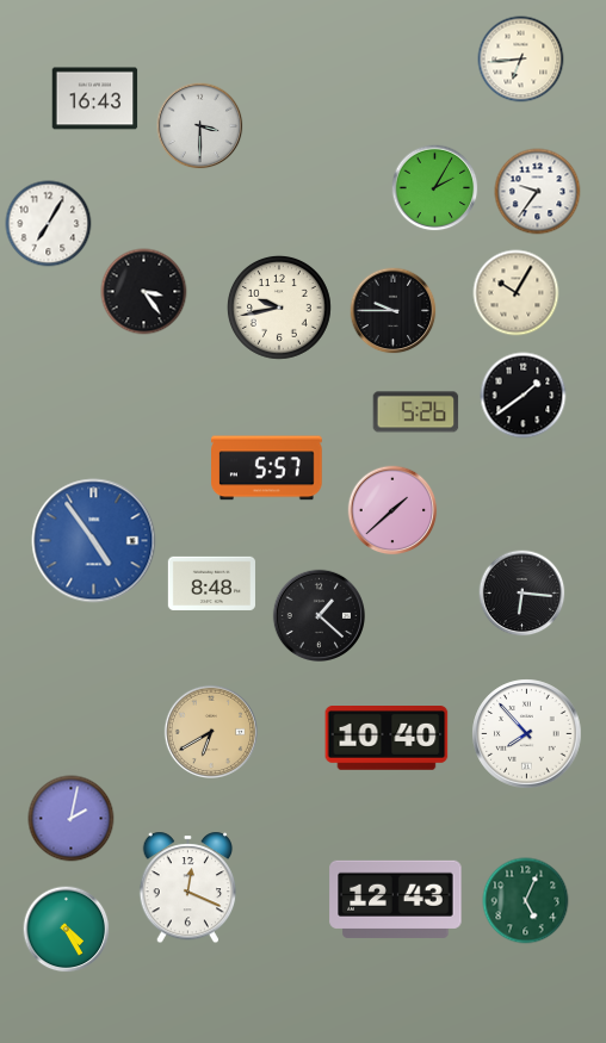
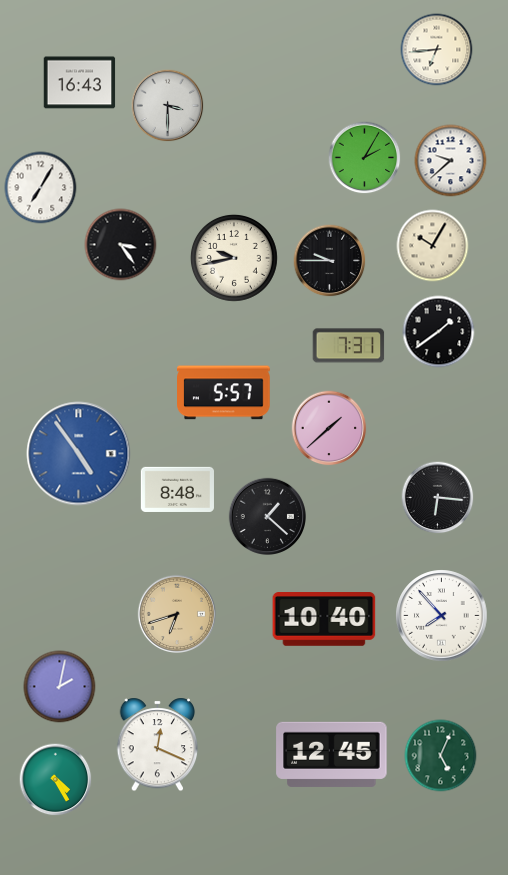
clock at (538, 192): 9:36 -> 9:38
clock at (416, 412): 5:26 -> 7:31
clock at (210, 731): 6:40 -> 6:42
clock at (396, 899): 12:43 -> 12:45
